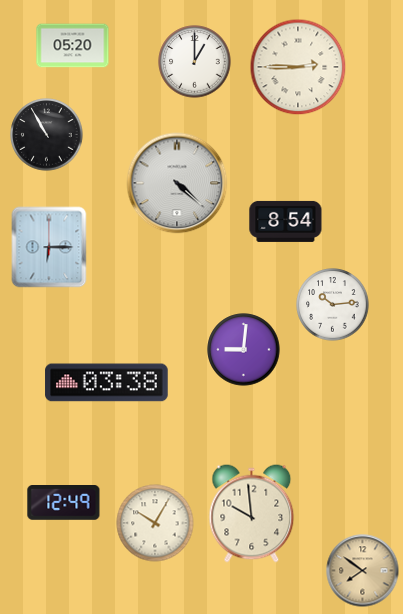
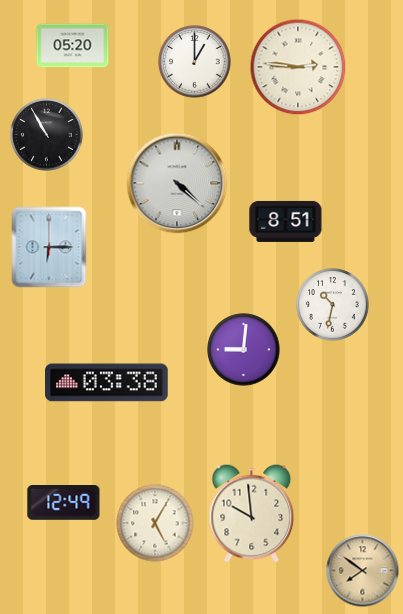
clock at (298, 67): 2:45 -> 2:46
clock at (286, 221): 8:54 -> 8:51
clock at (333, 305): 10:14 -> 10:32
clock at (155, 523): 10:05 -> 5:05
